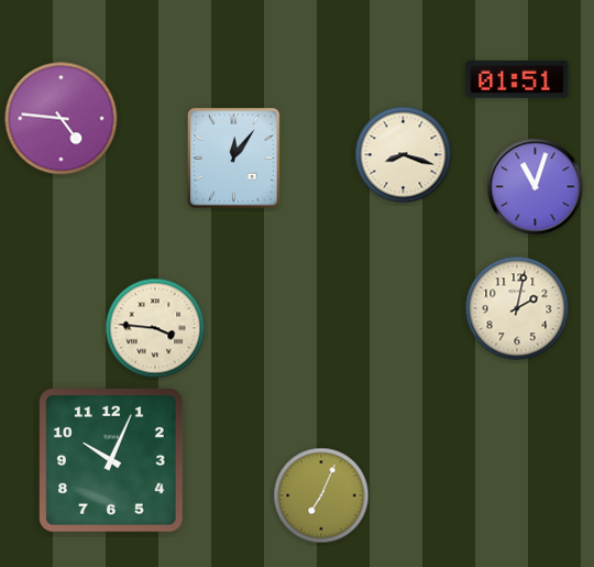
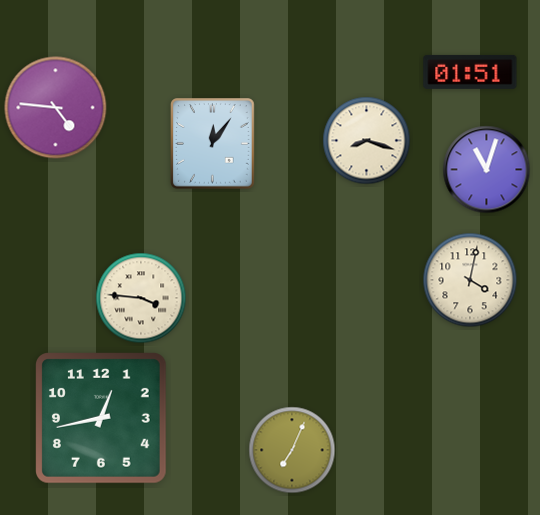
clock at (517, 308): 2:02 -> 4:02
clock at (112, 461): 10:04 -> 12:43
